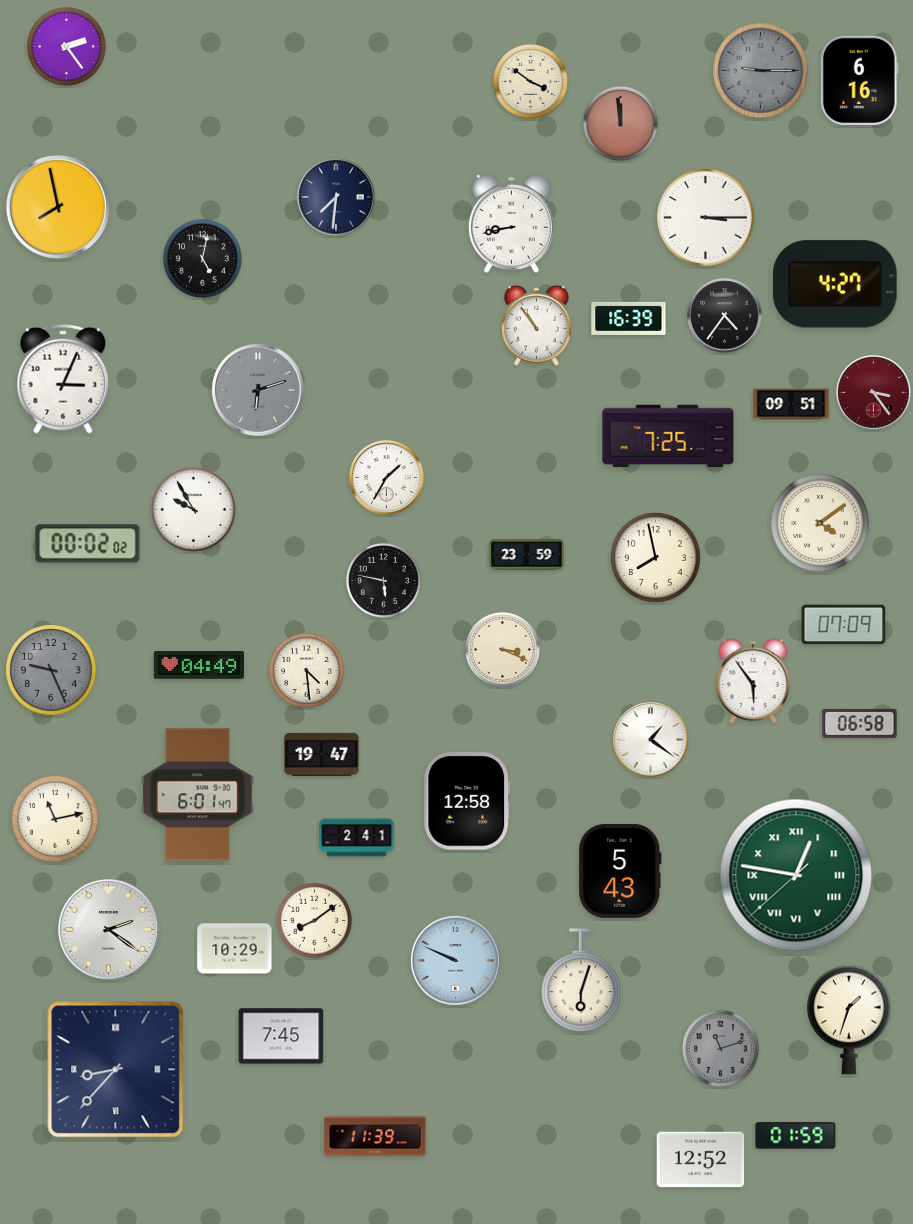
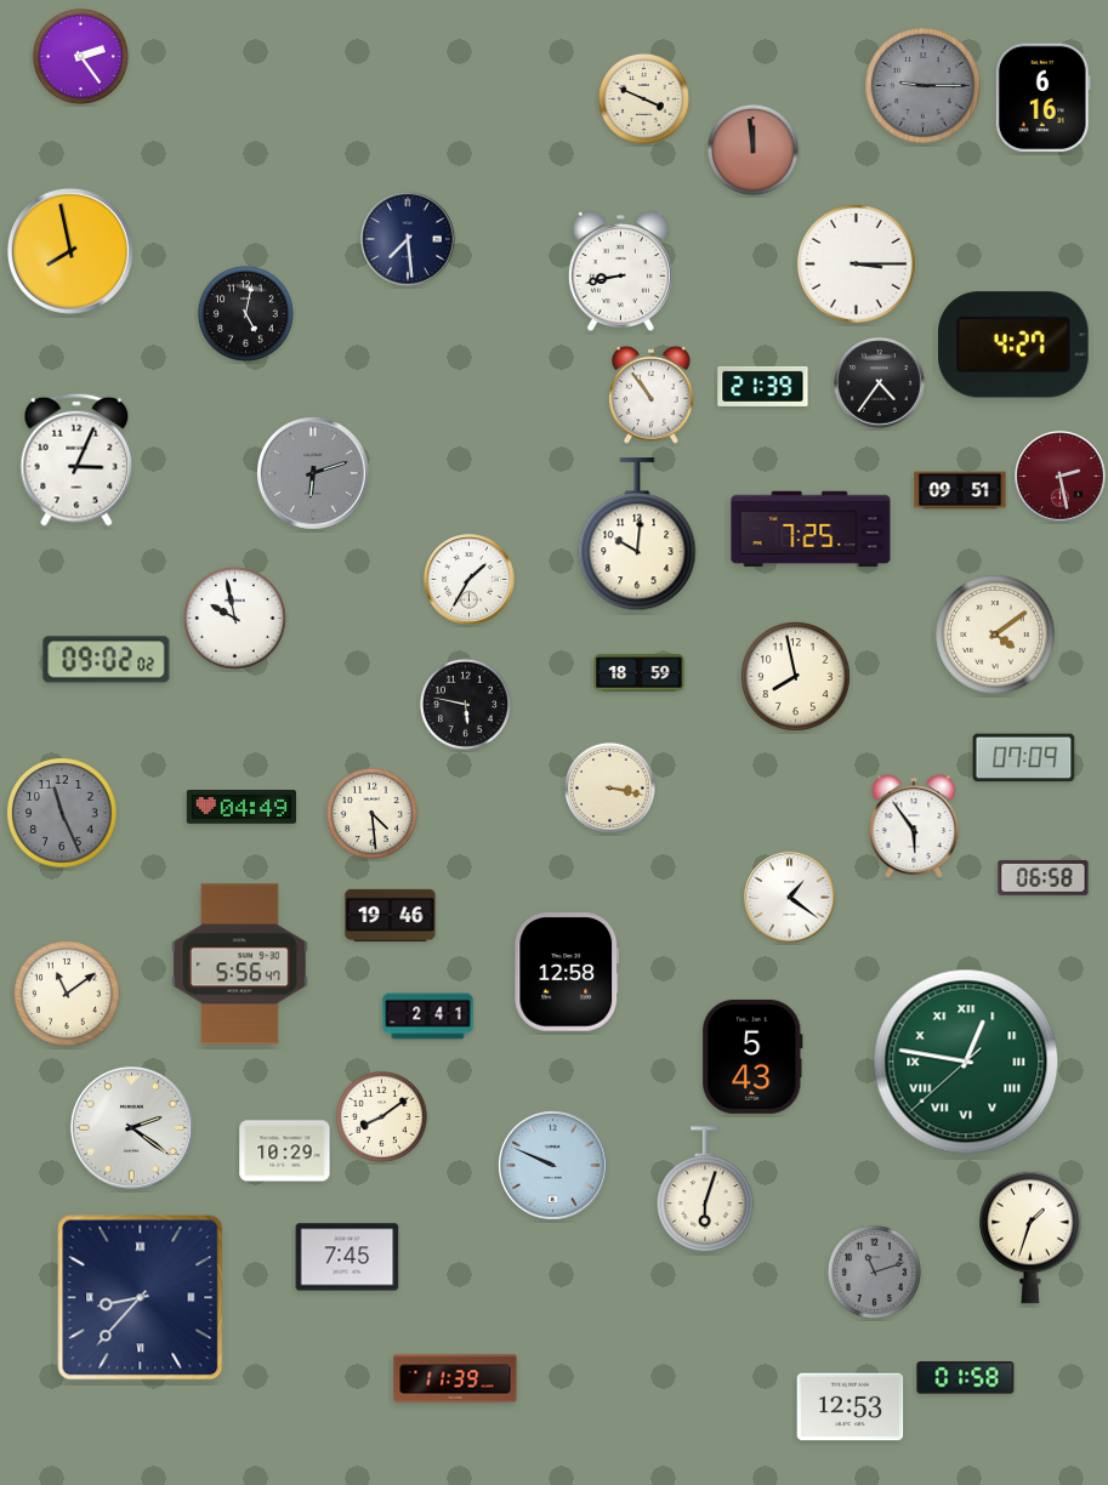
clock at (530, 81): 3:51 -> 3:49
clock at (336, 197): 7:31 -> 7:29
clock at (629, 318): 16:39 -> 21:39
clock at (874, 393): 3:24 -> 2:28
clock at (637, 535): none -> 10:01
clock at (193, 509): 9:55 -> 9:58
clock at (88, 544): 00:02 -> 09:02
clock at (527, 555): 23:59 -> 18:59
clock at (502, 649): 3:19 -> 3:17
clock at (51, 670): 9:26 -> 11:26
clock at (322, 754): 19:47 -> 19:46
clock at (197, 795): 6:01 -> 5:56
clock at (56, 820): 11:13 -> 11:09
clock at (357, 838) position: (357, 838) -> (428, 1017)
clock at (281, 1036) position: (281, 1036) -> (347, 1257)
clock at (796, 1136): 01:59 -> 01:58
clock at (701, 1160): 12:52 -> 12:53
